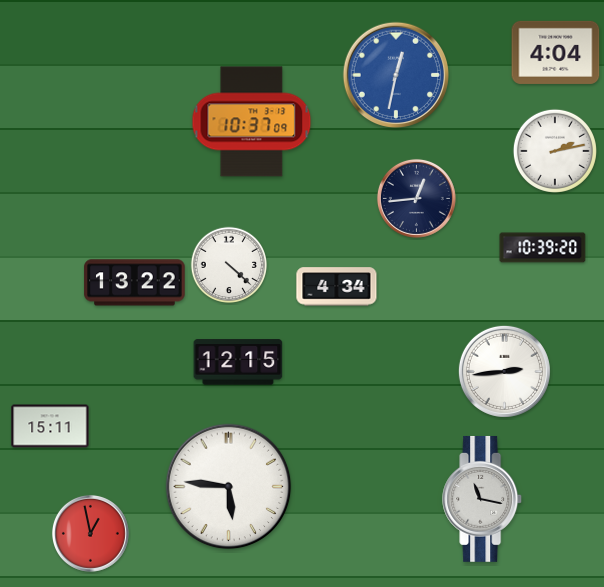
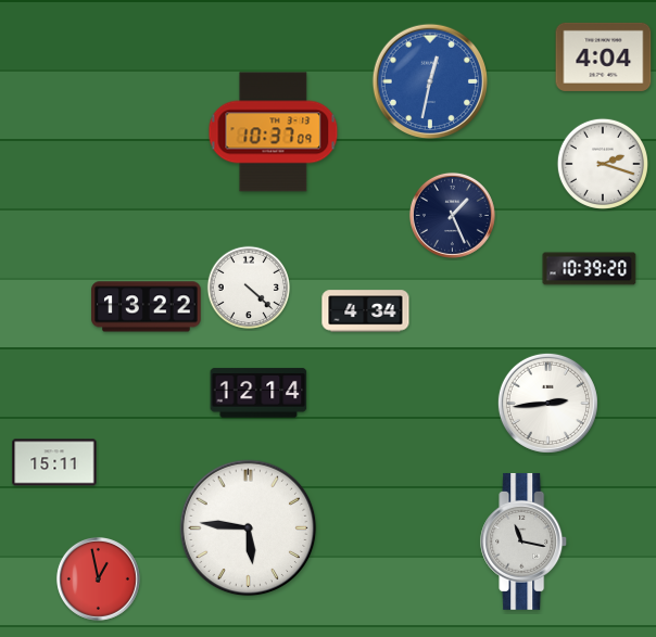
clock at (555, 151): 2:13 -> 2:18
clock at (416, 198): 12:44 -> 1:26
clock at (238, 362): 12:15 -> 12:14
